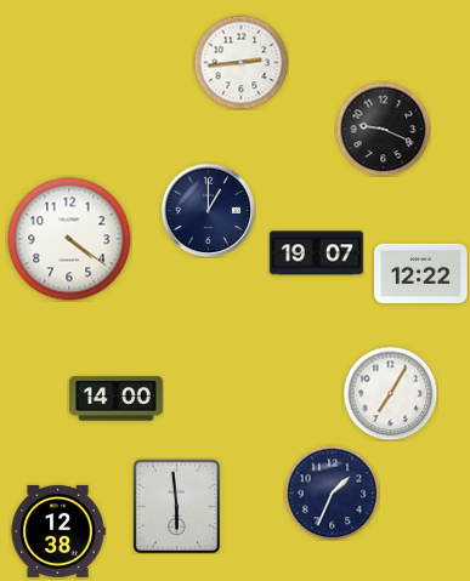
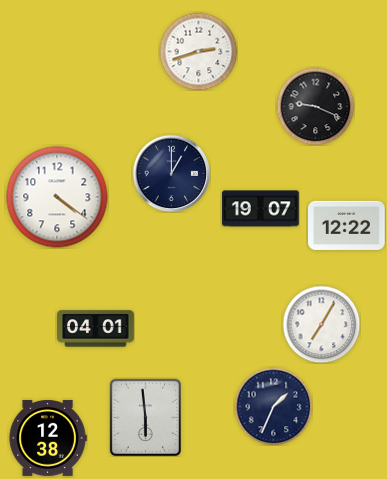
clock at (240, 62): 2:44 -> 2:42
clock at (117, 399): 14:00 -> 04:01
